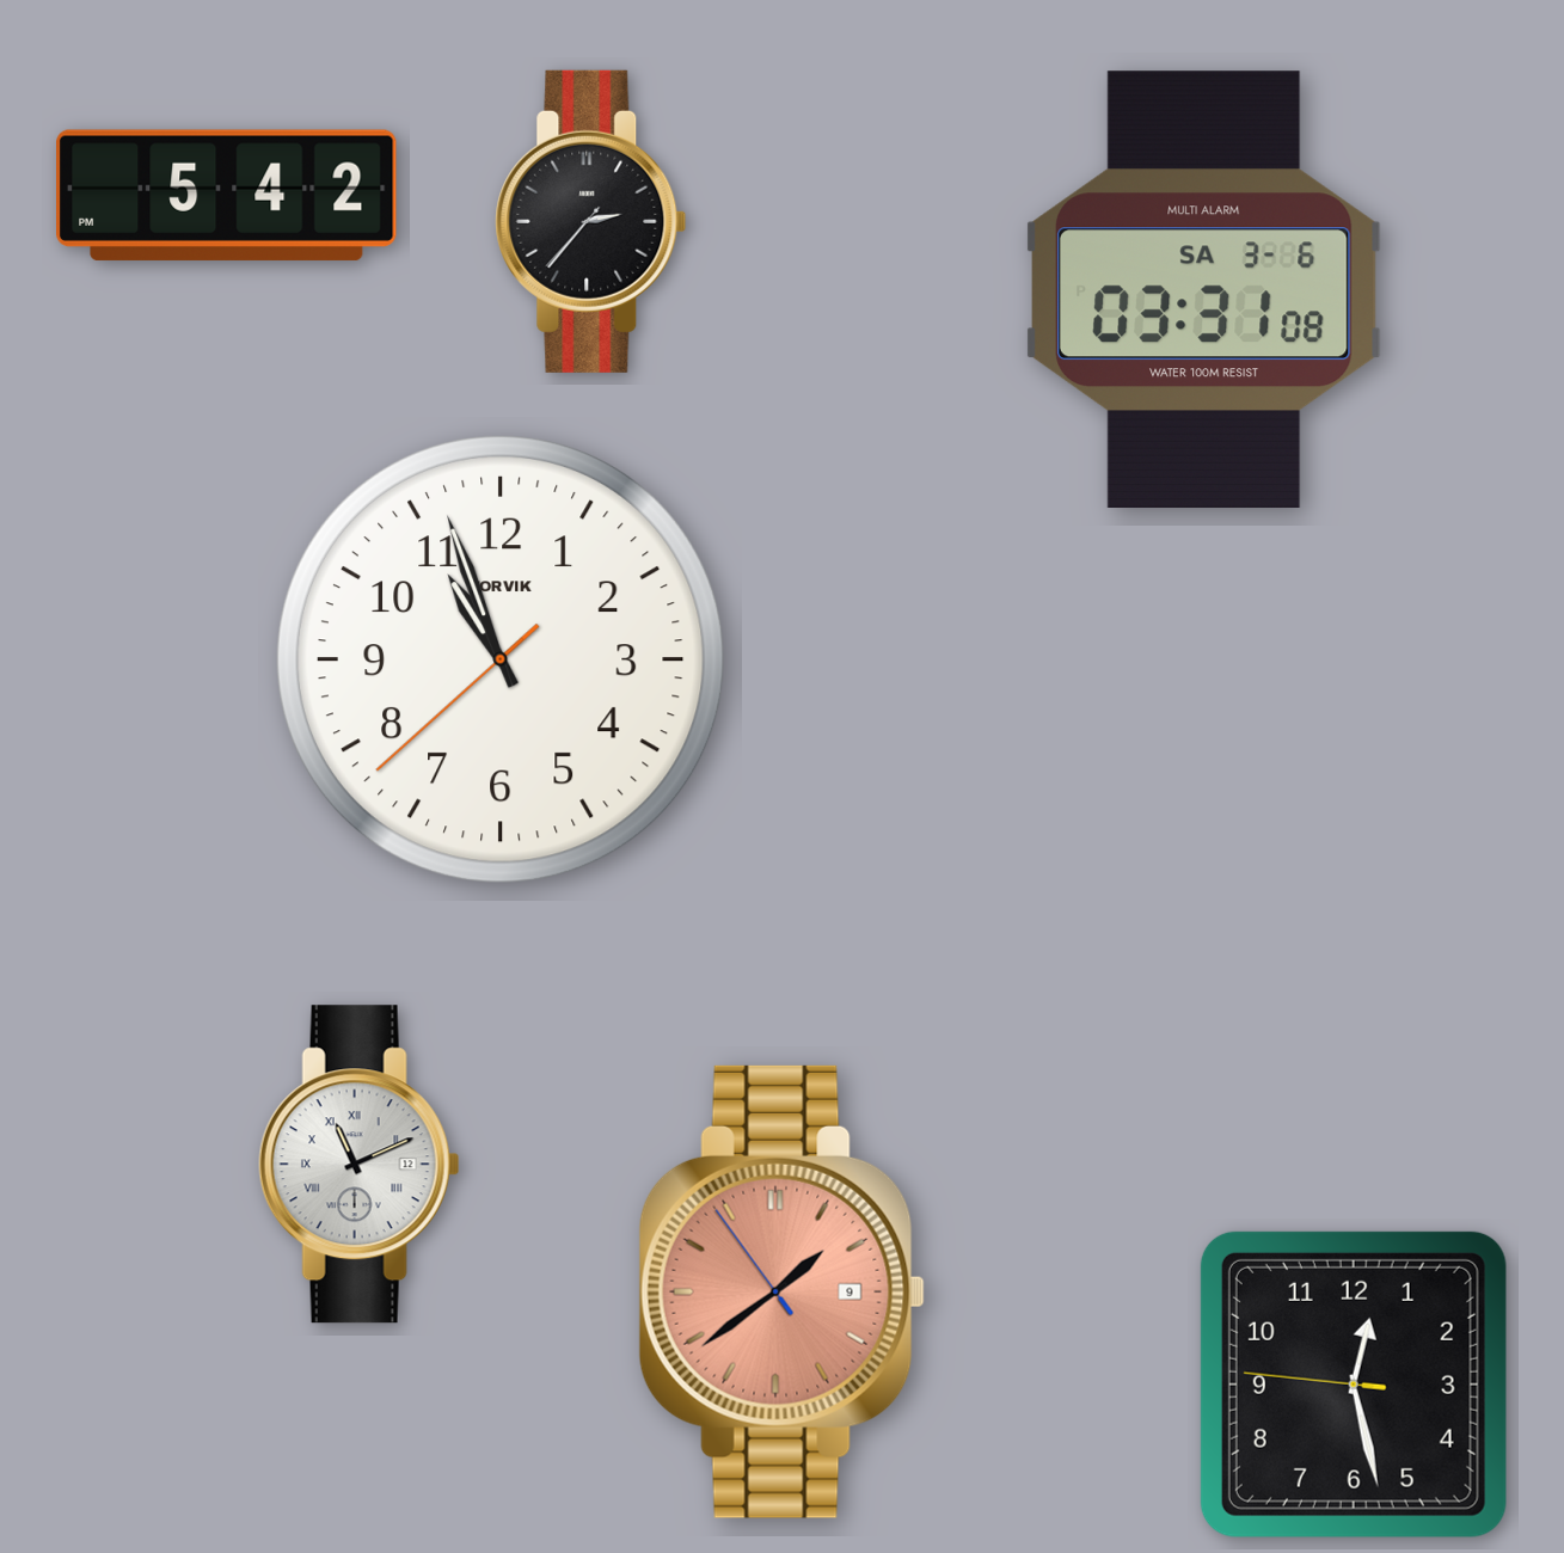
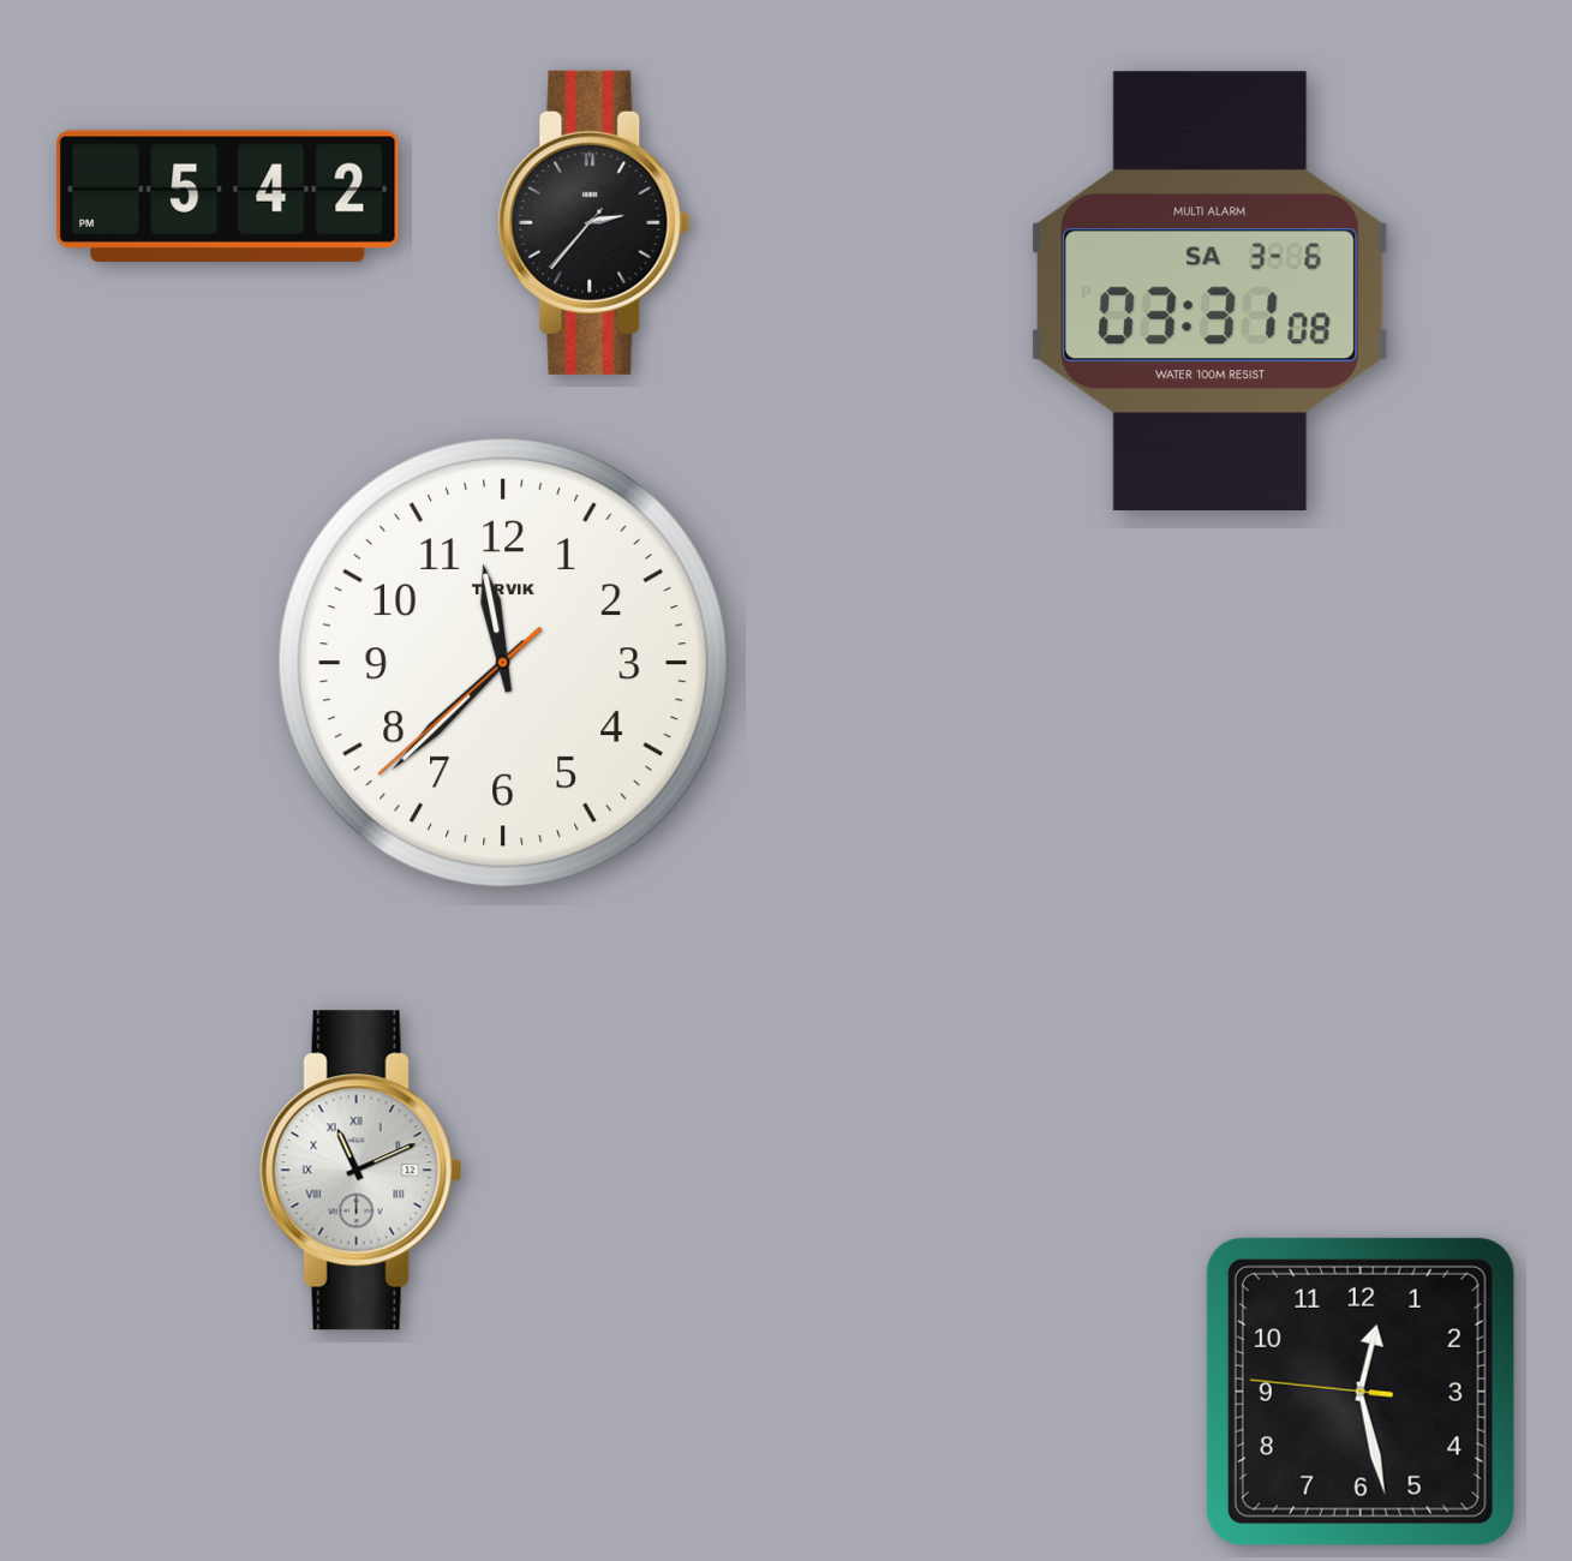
clock at (501, 659): 10:56 -> 11:37
clock at (781, 1291): 1:38 -> none
